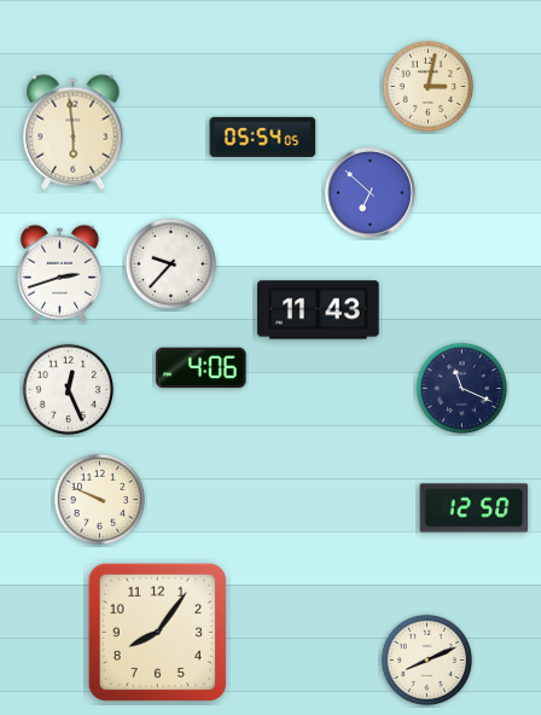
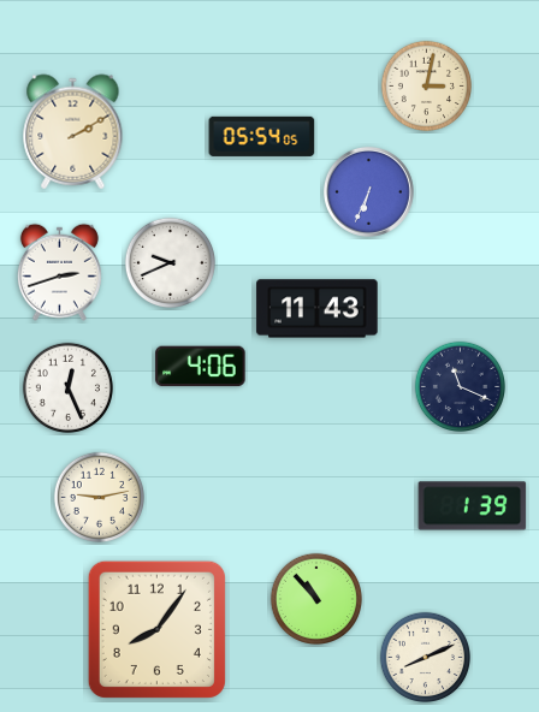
clock at (74, 133): 5:59 -> 2:10
clock at (371, 193): 6:52 -> 6:34
clock at (170, 263): 9:37 -> 9:41
clock at (99, 499): 9:49 -> 9:13
clock at (475, 508): 12:50 -> 1:39
clock at (315, 598): none -> 10:53
